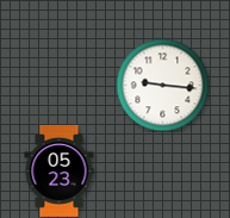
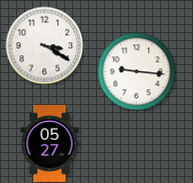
clock at (44, 45): none -> 3:20
clock at (60, 170): 05:23 -> 05:27
